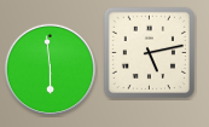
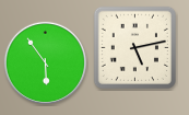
clock at (50, 69): 5:59 -> 5:54
